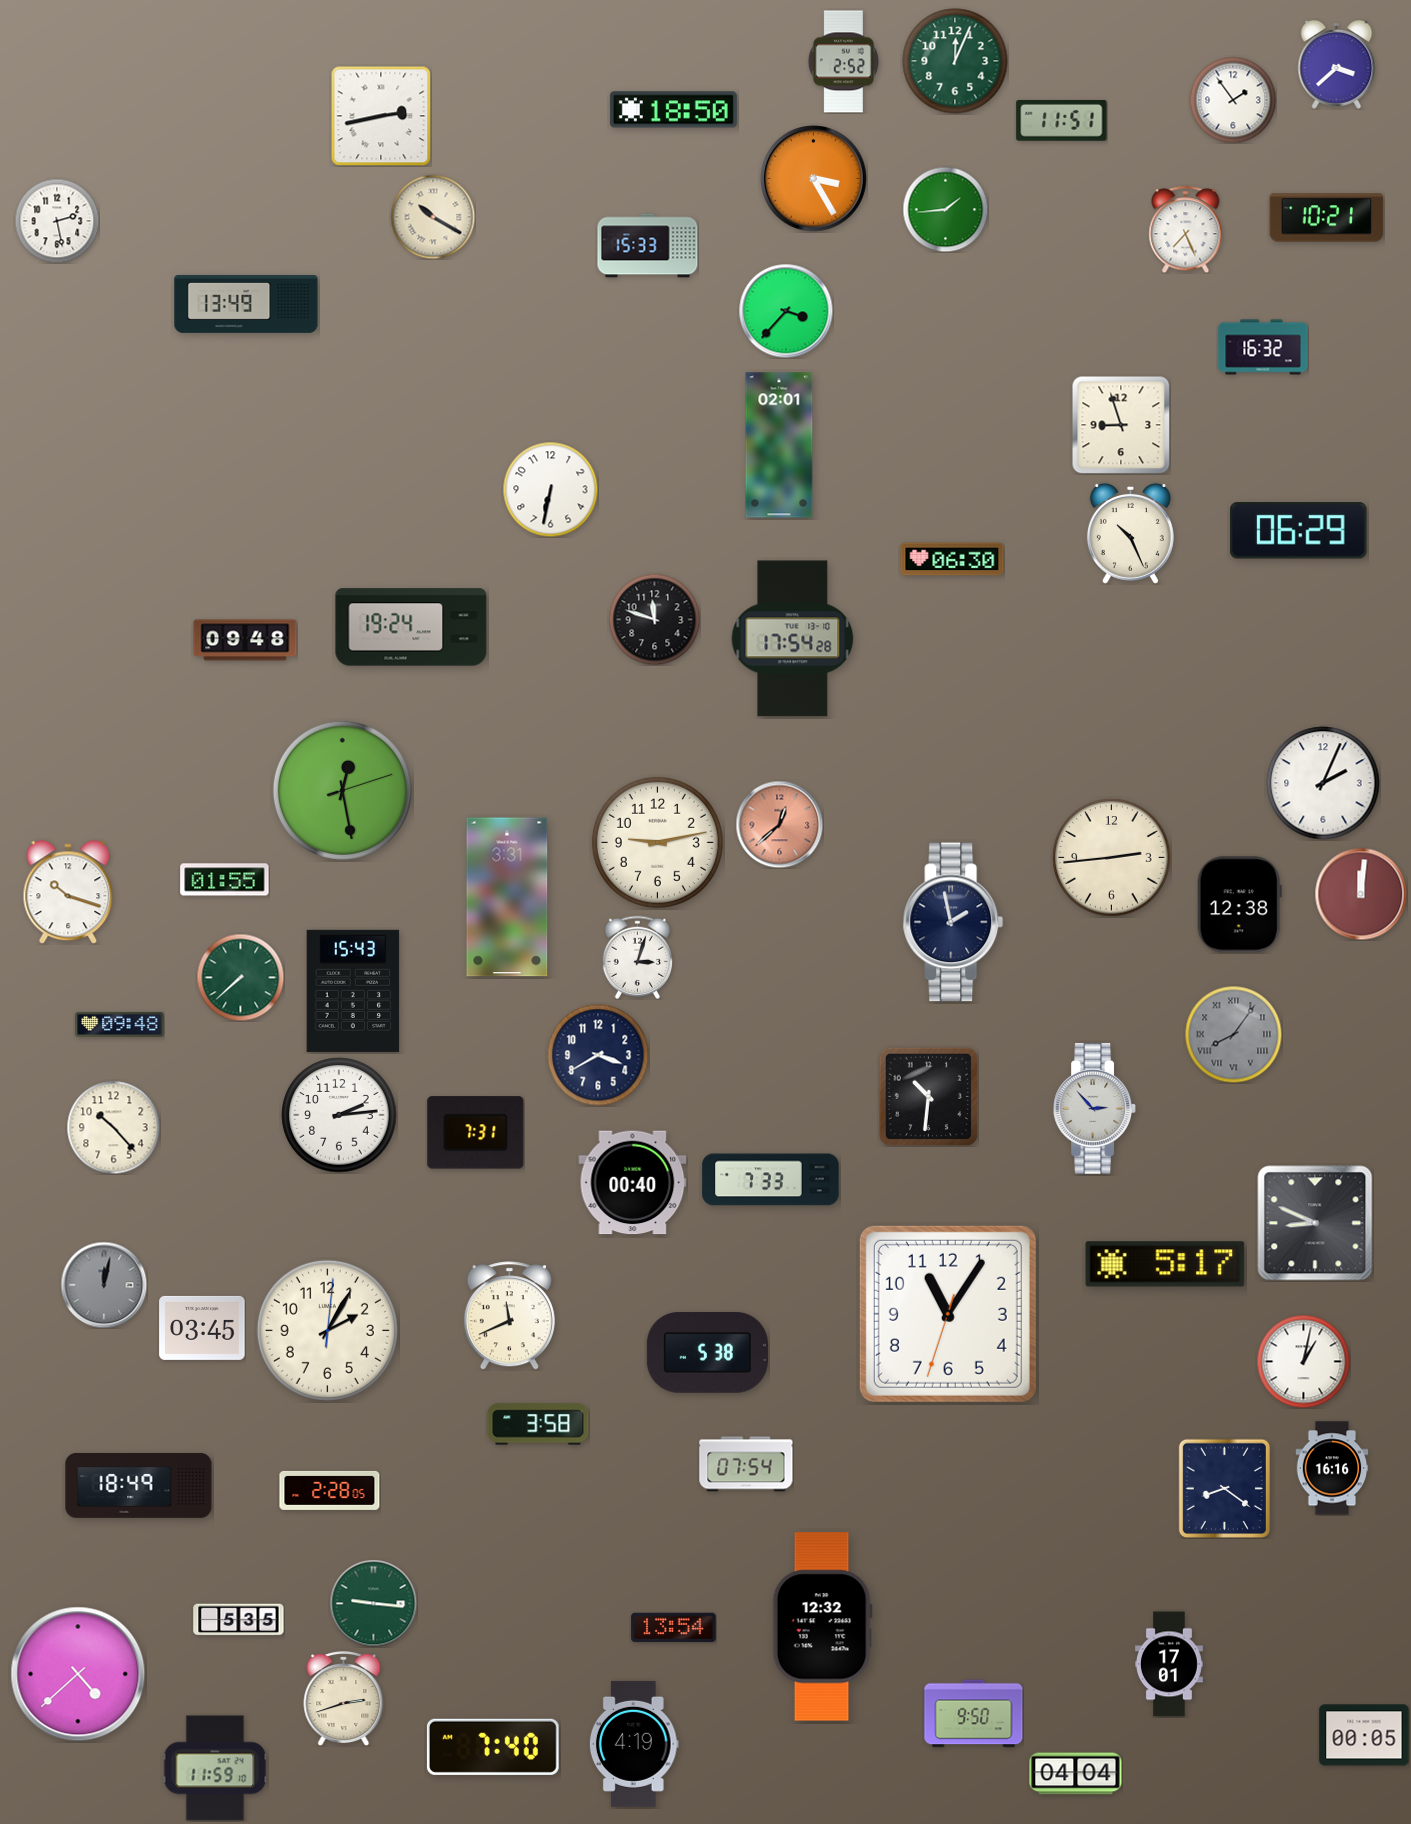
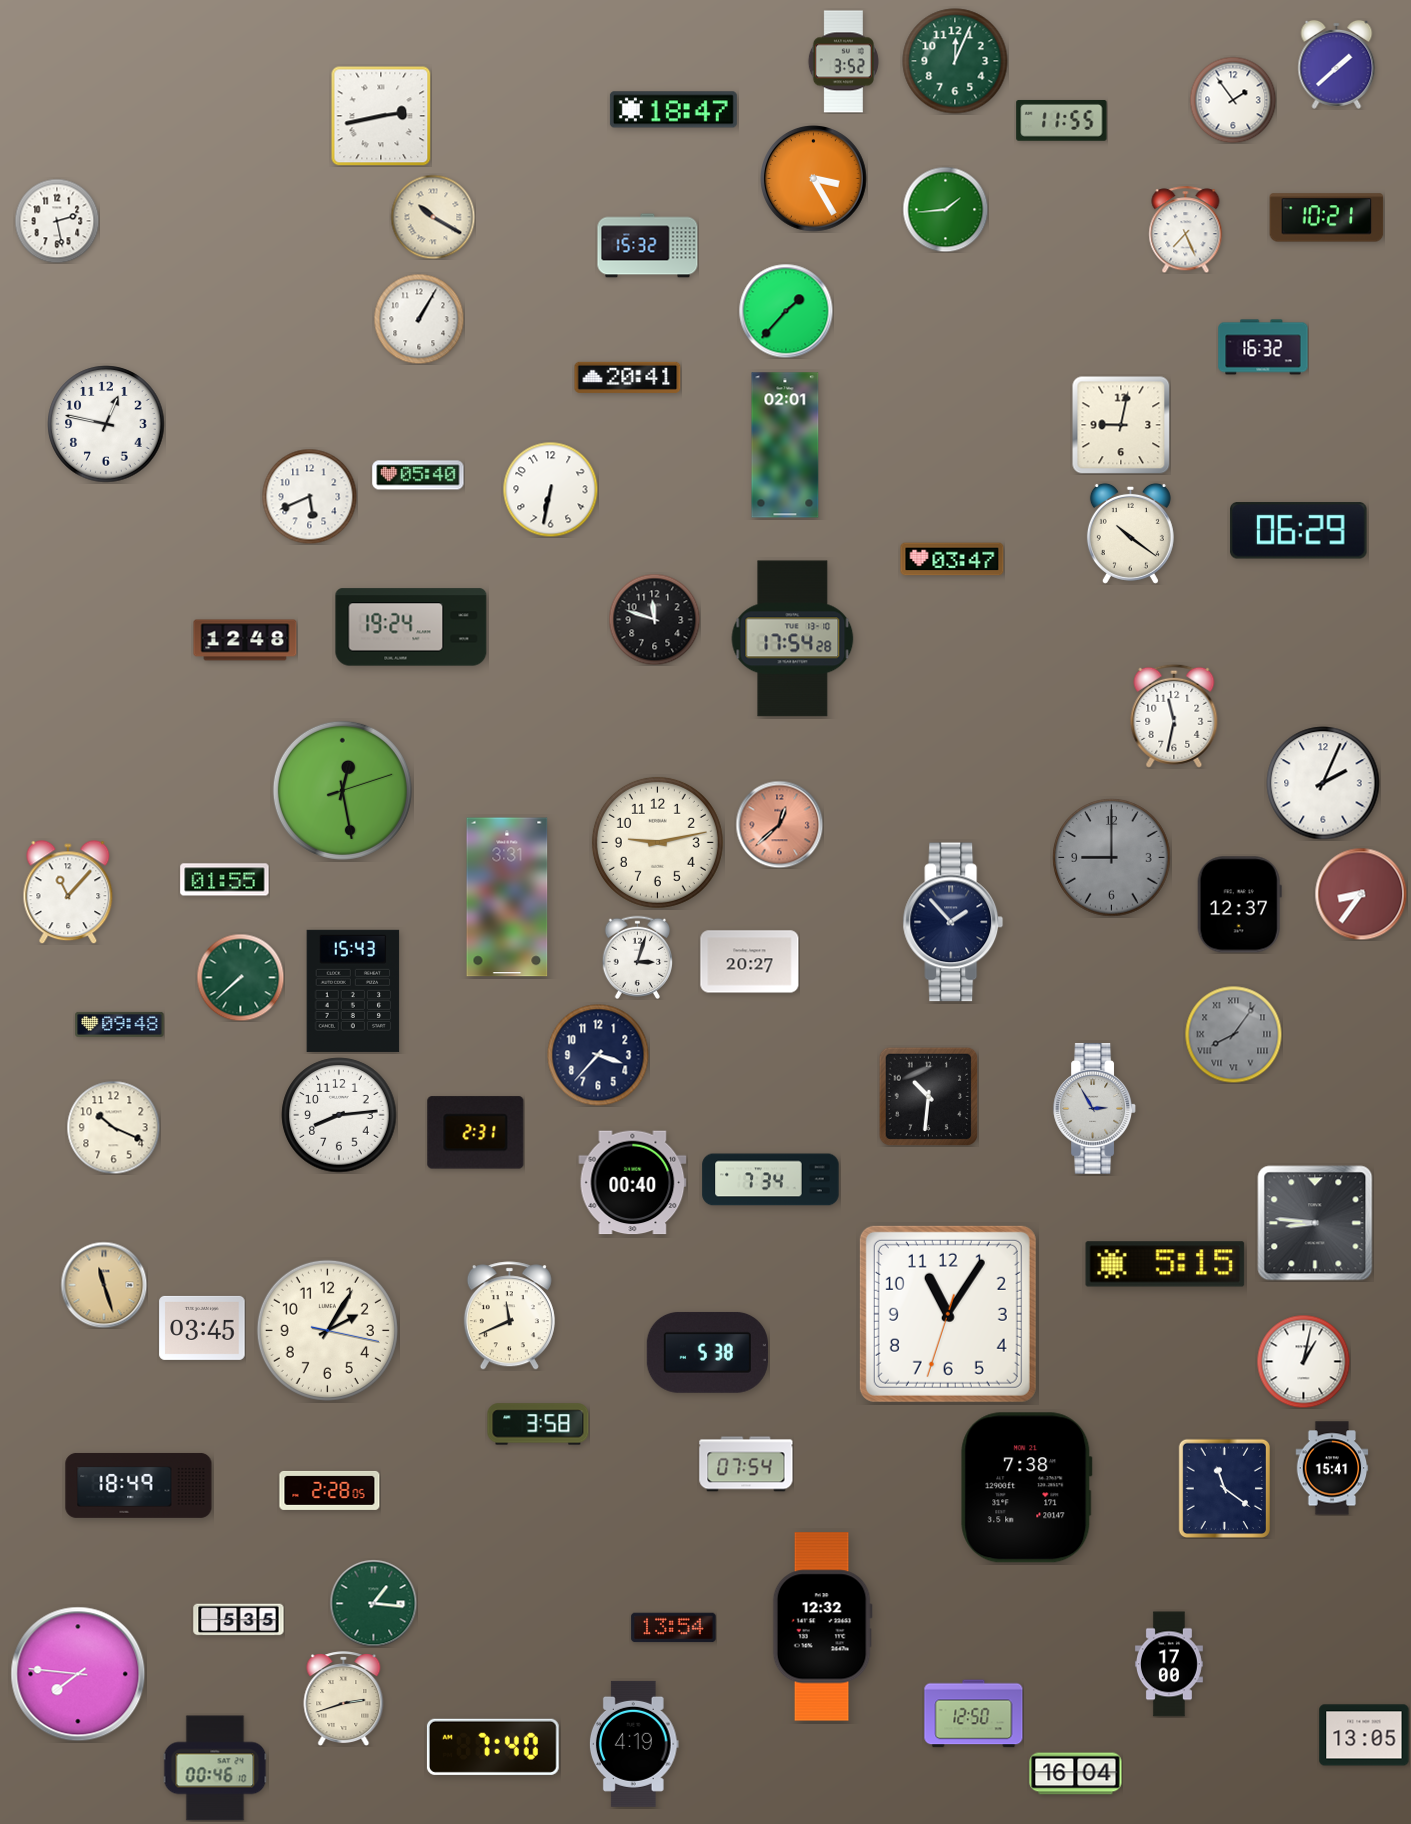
clock at (843, 62): 2:52 -> 3:52
clock at (1337, 64): 3:38 -> 1:38
clock at (673, 110): 18:50 -> 18:47
clock at (1062, 120): 11:51 -> 11:55
clock at (648, 246): 15:33 -> 15:32
clock at (246, 304): 13:49 -> none
clock at (786, 311): 3:37 -> 1:37
clock at (419, 319): none -> 1:05
clock at (628, 377): none -> 20:41
clock at (106, 424): none -> 12:47
clock at (1121, 425): 8:57 -> 9:02
clock at (779, 445) position: (779, 445) -> (785, 445)
clock at (418, 475): none -> 05:40
clock at (309, 496): none -> 5:41
clock at (1130, 533): 10:26 -> 10:21
clock at (952, 559): 06:30 -> 03:47
clock at (245, 640): 09:48 -> 12:48
clock at (1174, 716): none -> 11:32
clock at (1112, 858): 2:44 -> 9:00
clock at (1112, 858) dial: cream -> grey
clock at (68, 892): 10:18 -> 11:07
clock at (1361, 894): 12:01 -> 8:36
clock at (1239, 905): 12:38 -> 12:37
clock at (953, 922): 1:58 -> 1:53
clock at (750, 962): none -> 20:27
clock at (598, 1055): 3:40 -> 3:37
clock at (1094, 1109): 2:53 -> 2:55
clock at (339, 1115): 2:14 -> 8:14
clock at (113, 1127): 10:23 -> 10:19
clock at (476, 1133): 7:31 -> 2:31
clock at (771, 1180): 7:33 -> 7:34
clock at (1315, 1223): 8:49 -> 8:46
clock at (1165, 1264): 5:17 -> 5:15
clock at (104, 1285): 12:02 -> 11:27
clock at (104, 1285) dial: grey -> champagne
clock at (327, 1330): 2:05:01 -> 2:05:17
clock at (1332, 1468): 16:16 -> 15:41
clock at (1027, 1488): none -> 7:38
clock at (1224, 1488): 8:21 -> 11:21
clock at (373, 1603): 9:16 -> 1:16
clock at (1169, 1664): 17:01 -> 17:00
clock at (78, 1674): 4:38 -> 7:46
clock at (974, 1714): 9:50 -> 12:50
clock at (1364, 1735): 00:05 -> 13:05
clock at (215, 1768): 11:59 -> 00:46
clock at (1076, 1774): 04:04 -> 16:04
